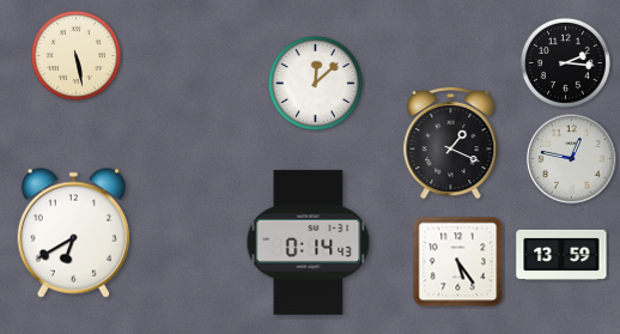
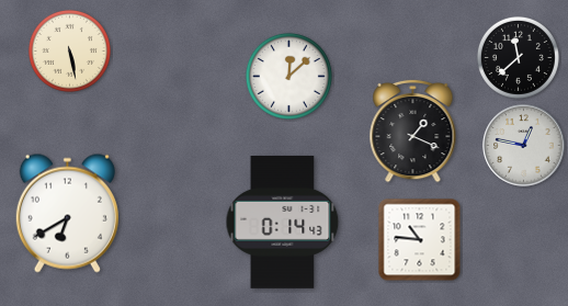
clock at (565, 62): 2:16 -> 11:38
clock at (561, 255): 13:59 -> none
clock at (458, 262): 5:24 -> 10:46
